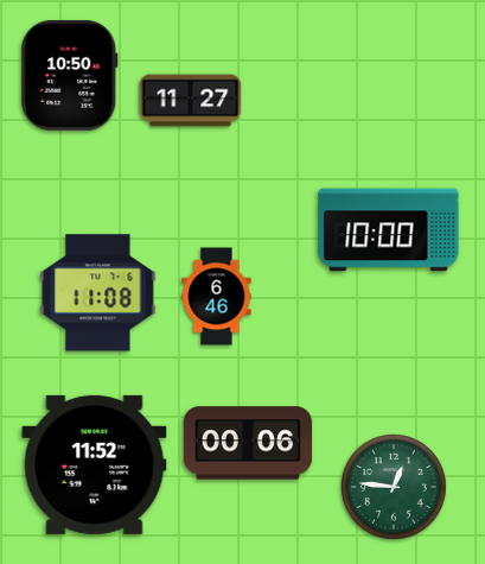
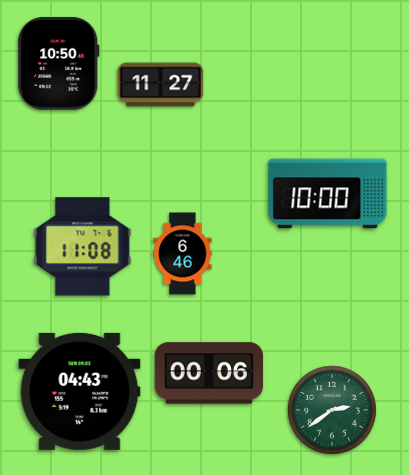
clock at (217, 297) position: (217, 297) -> (183, 254)
clock at (95, 464): 11:52 -> 04:43
clock at (394, 487): 12:46 -> 2:39
